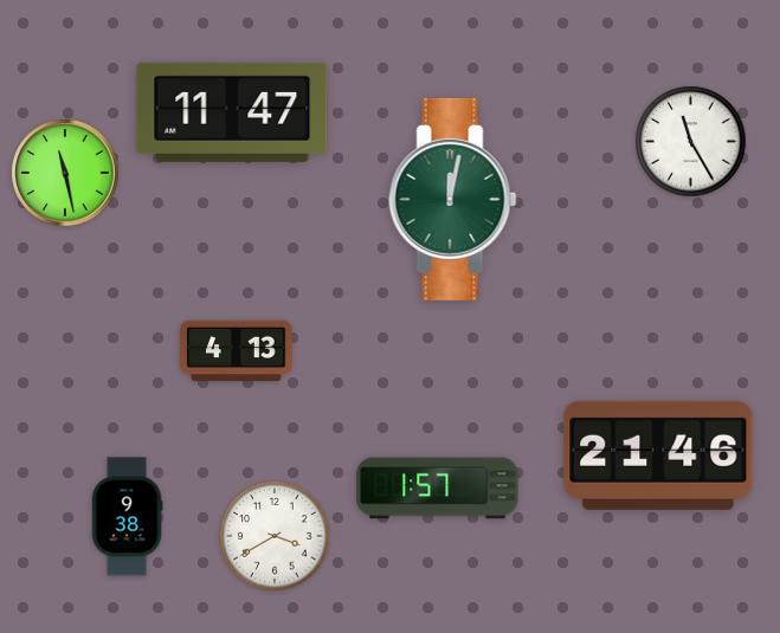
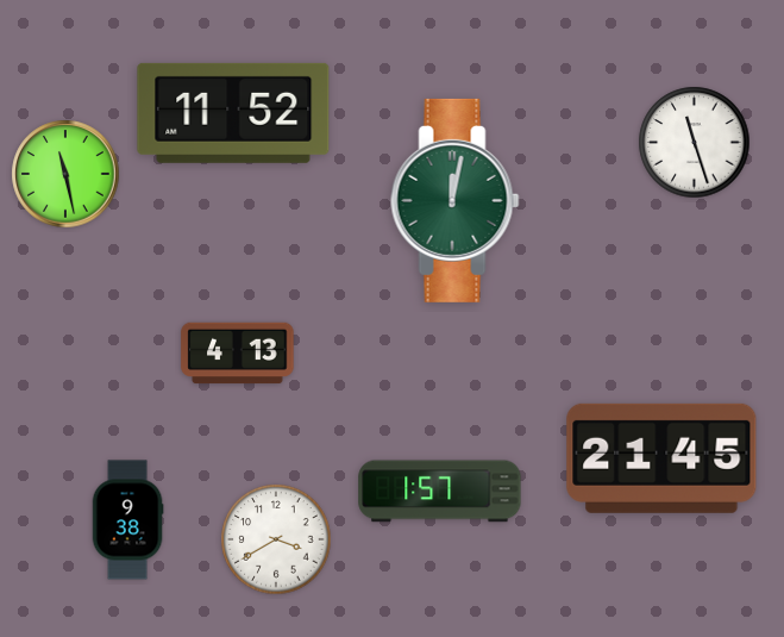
clock at (232, 112): 11:47 -> 11:52
clock at (691, 142): 11:25 -> 11:27
clock at (658, 456): 21:46 -> 21:45
